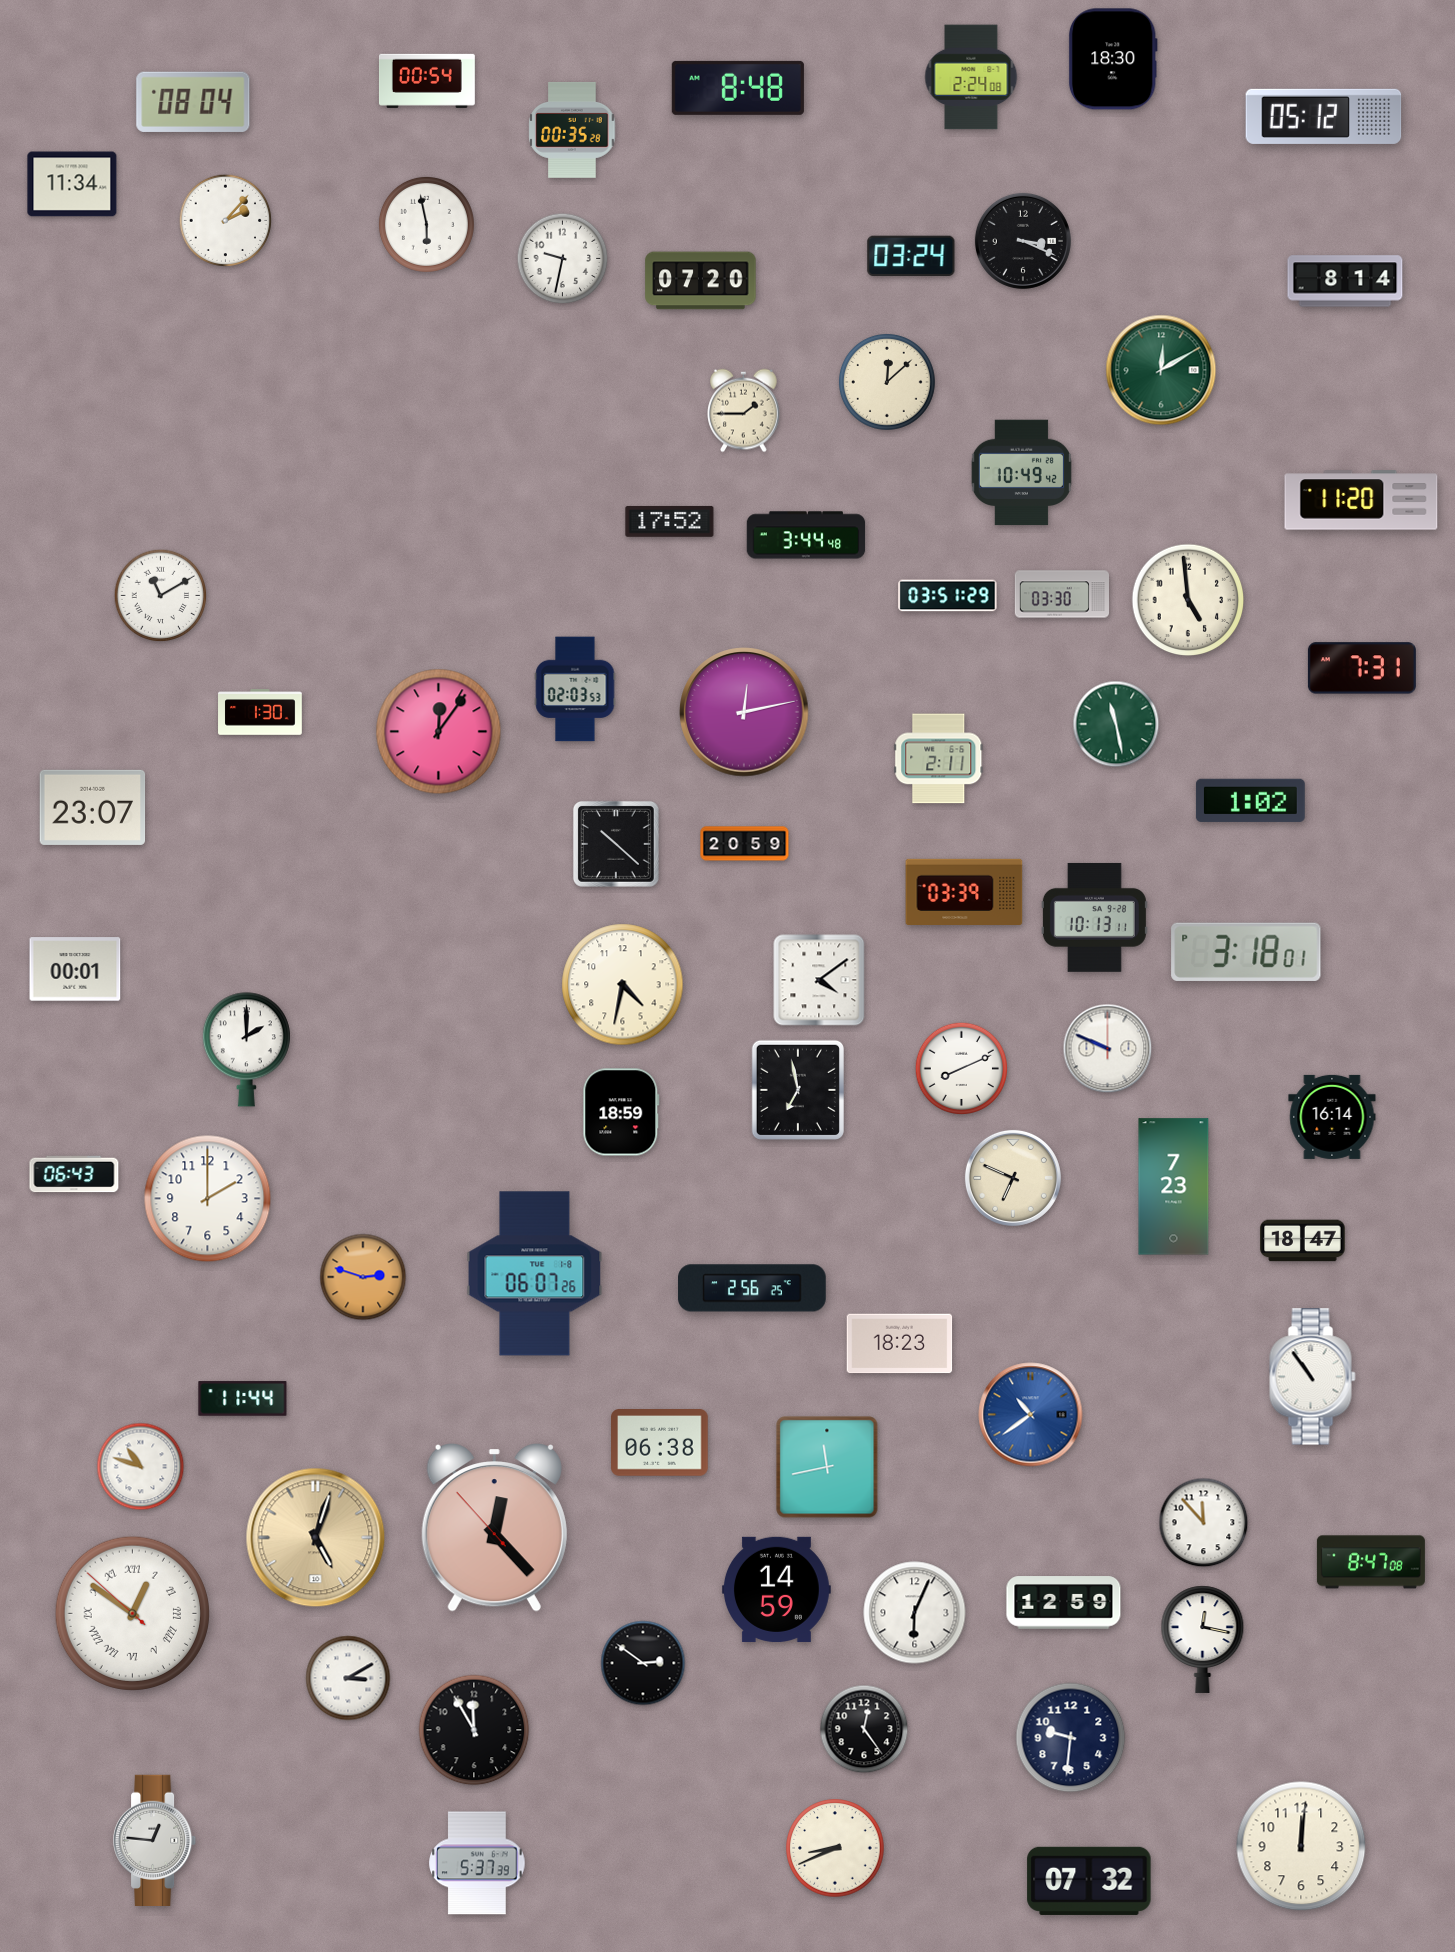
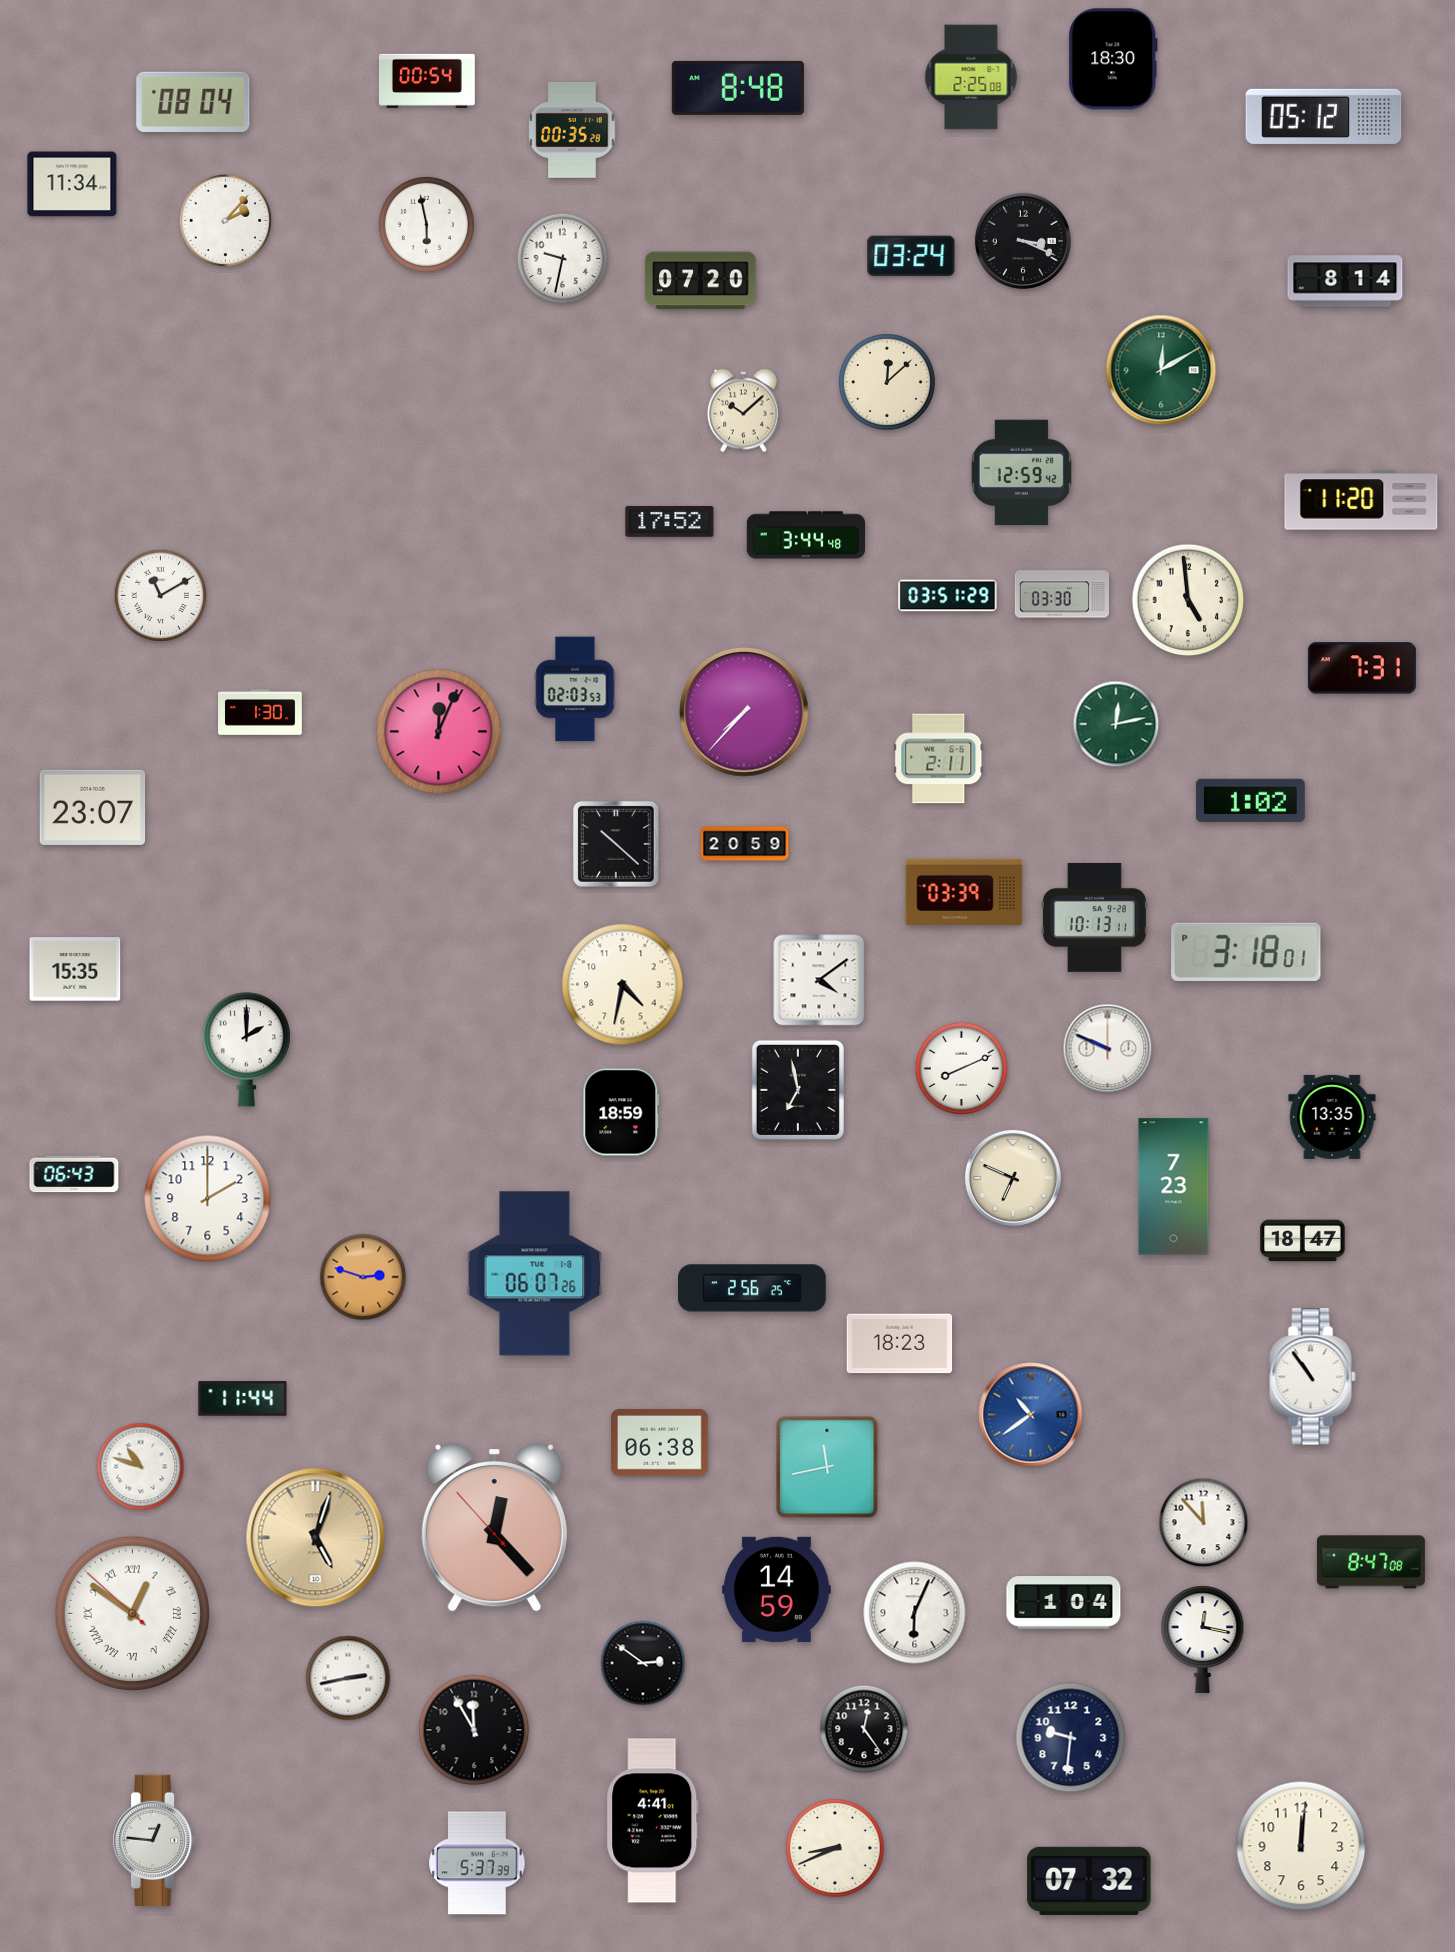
clock at (971, 77): 2:24 -> 2:25
clock at (744, 411): 1:45 -> 10:08
clock at (1021, 473): 10:49 -> 12:59
clock at (744, 712): 12:13 -> 7:37
clock at (1116, 724): 11:28 -> 12:13
clock at (439, 732): 12:06 -> 12:04
clock at (75, 969): 00:01 -> 15:35
clock at (1332, 1117): 16:14 -> 13:35
clock at (1064, 1603): 12:59 -> 1:04
clock at (348, 1678): 3:10 -> 2:43
clock at (653, 1821): none -> 4:41
